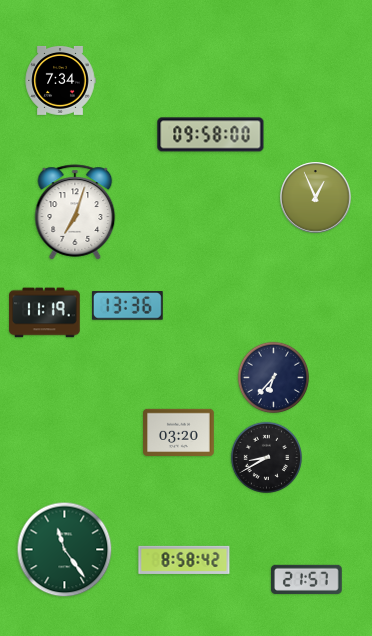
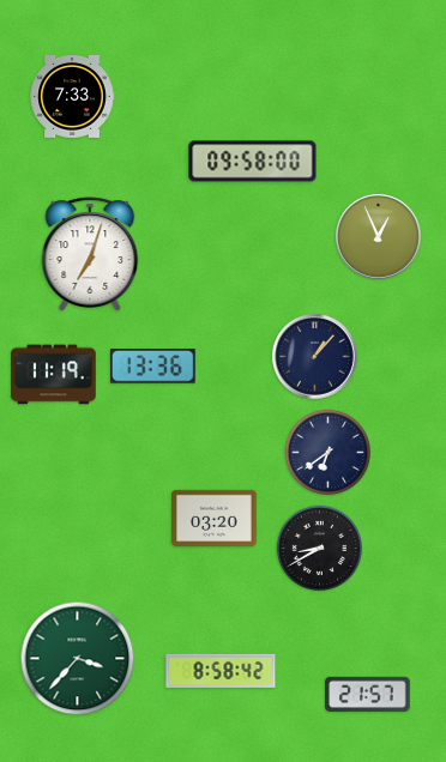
clock at (60, 80): 7:34 -> 7:33
clock at (315, 357): none -> 1:07
clock at (273, 377): 6:37 -> 6:39
clock at (65, 550): 11:24 -> 3:37
